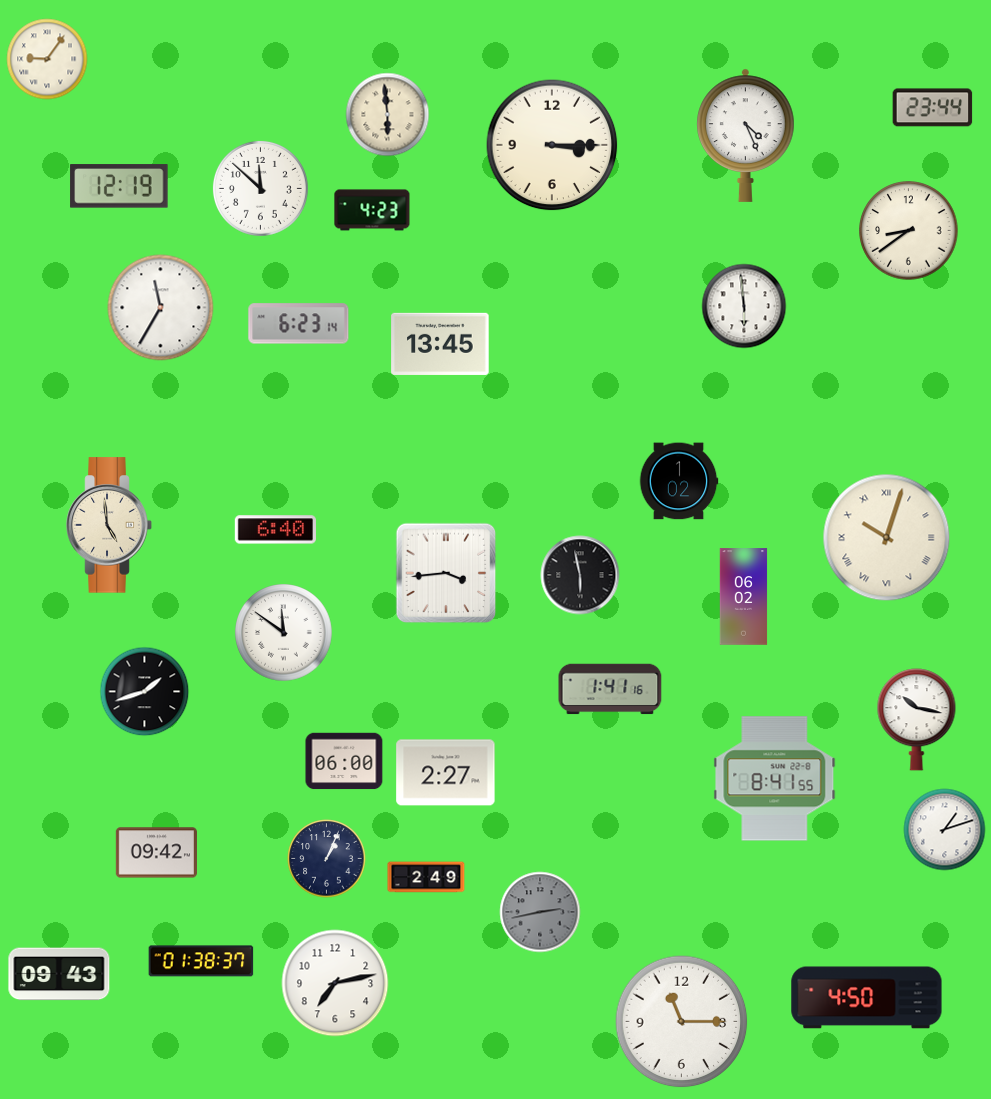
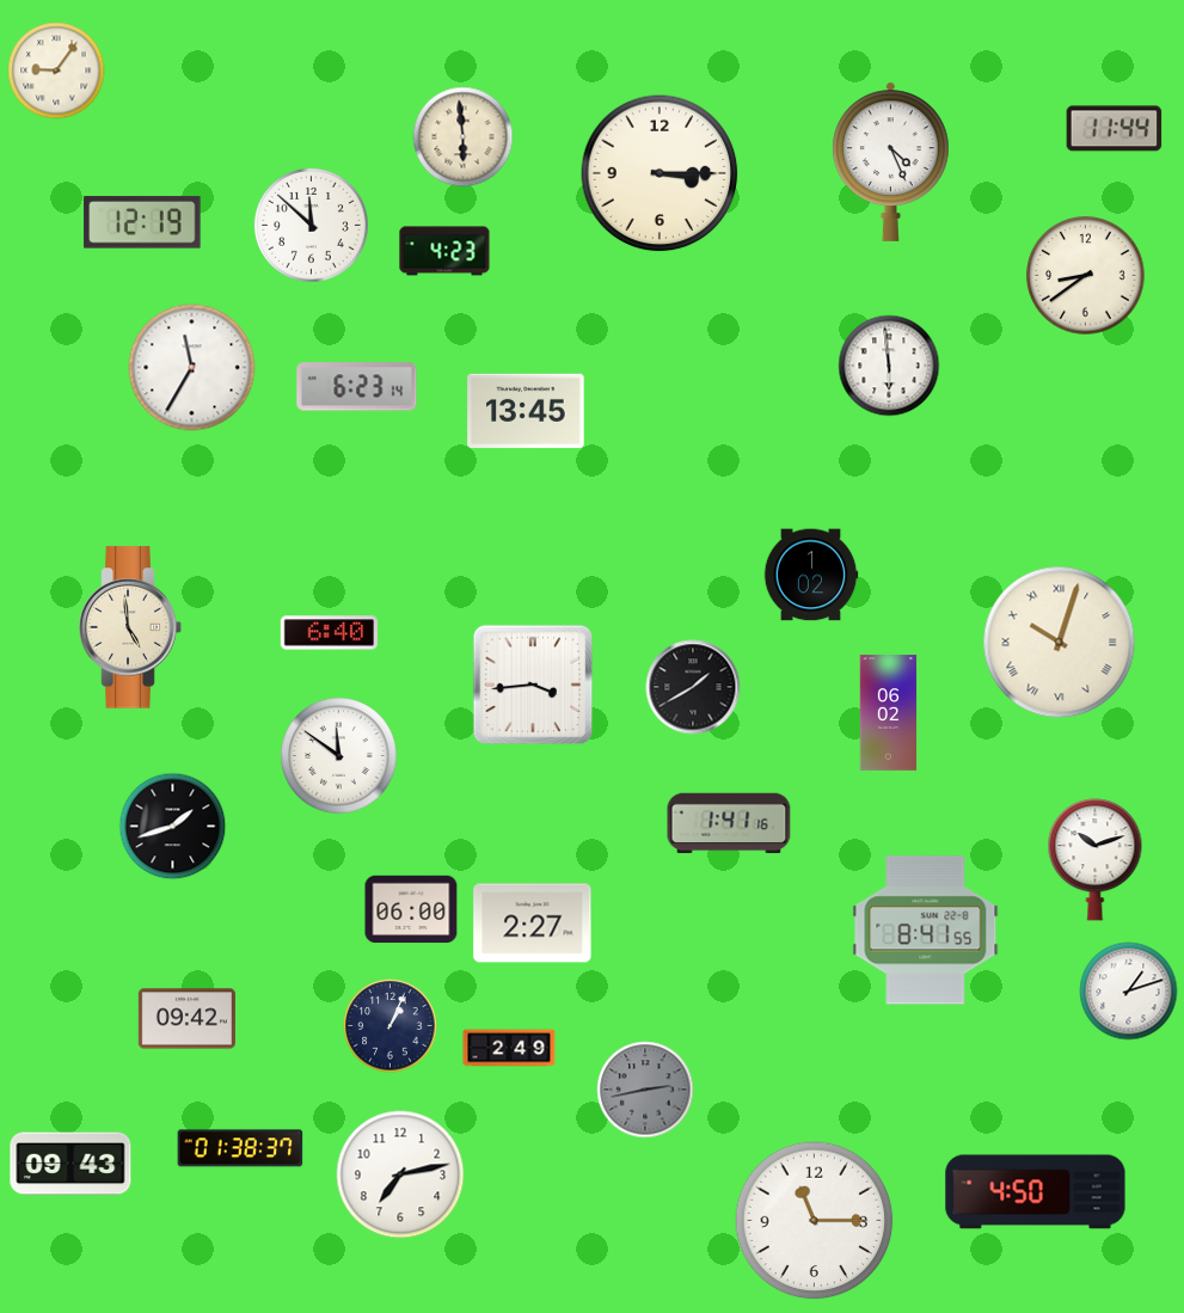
clock at (933, 108): 23:44 -> 11:44
clock at (580, 575): 5:58 -> 1:40
clock at (917, 720): 10:17 -> 10:12
